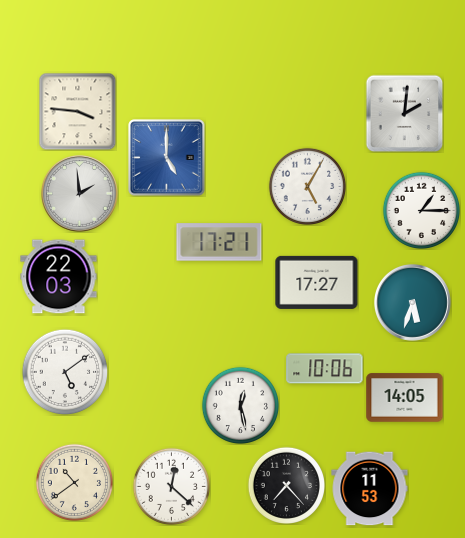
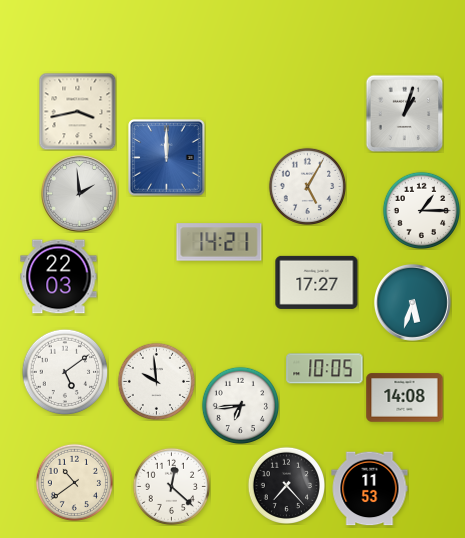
clock at (77, 111): 3:46 -> 3:43
clock at (404, 113): 2:01 -> 1:03
clock at (167, 158): 5:00 -> 12:00
clock at (219, 242): 17:21 -> 14:21
clock at (325, 369): 10:06 -> 10:05
clock at (156, 381): none -> 9:59
clock at (405, 398): 14:05 -> 14:08
clock at (240, 405): 12:28 -> 6:44
